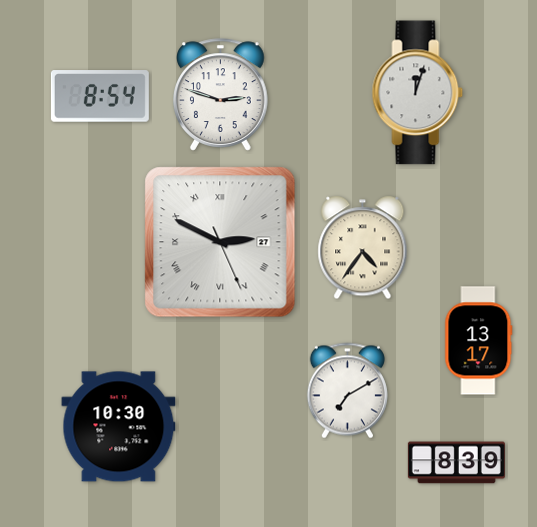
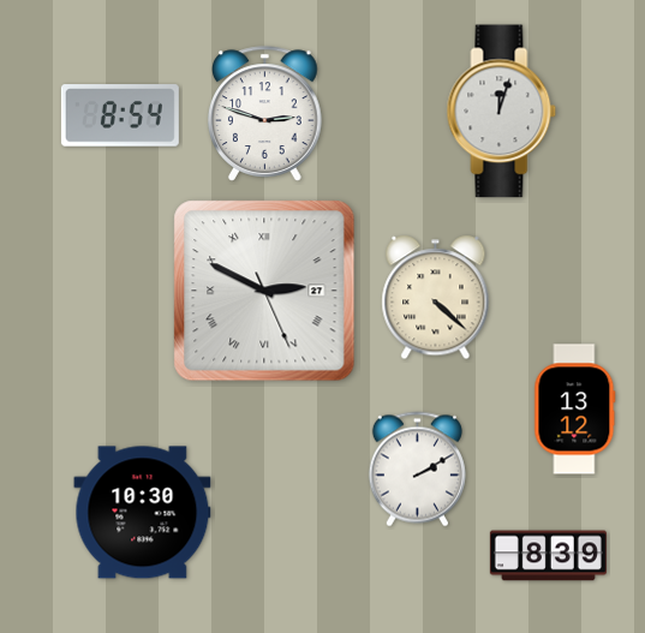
clock at (363, 248): 4:36 -> 4:22
clock at (479, 341): 13:17 -> 13:12
clock at (347, 391): 7:10 -> 2:10
